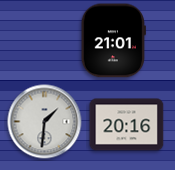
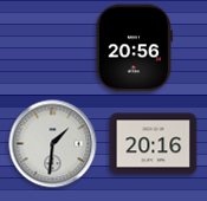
clock at (113, 41): 21:01 -> 20:56
clock at (127, 125) position: (127, 125) -> (154, 144)
